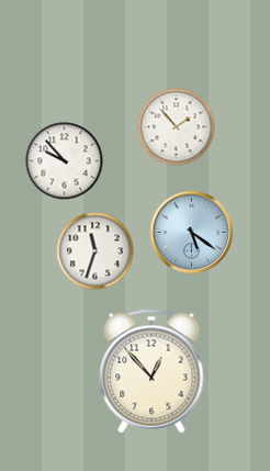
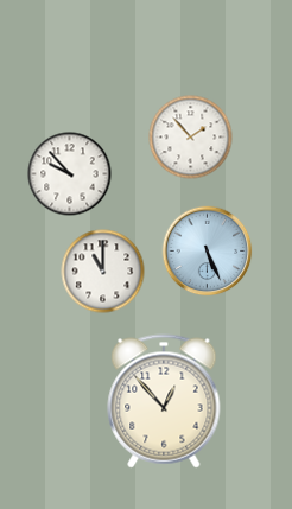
clock at (192, 233): 5:21 -> 5:26
clock at (95, 251): 11:33 -> 11:00
